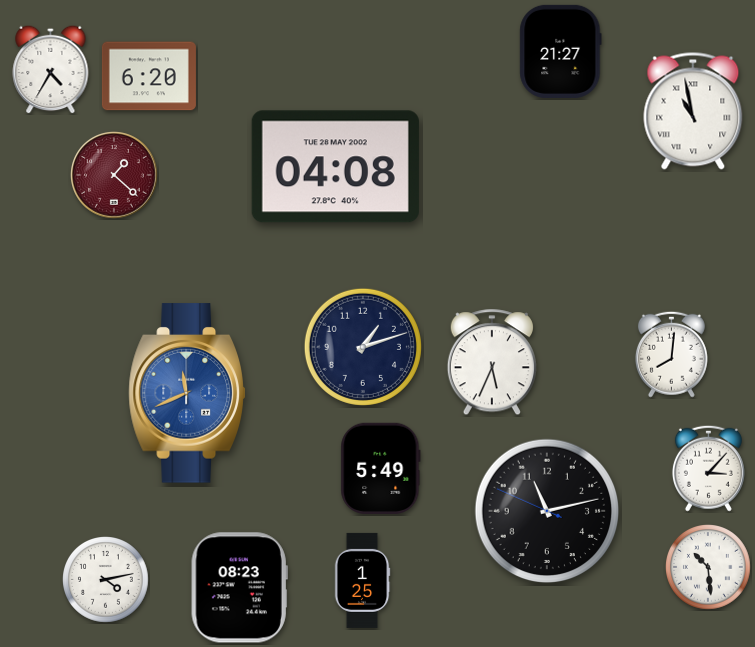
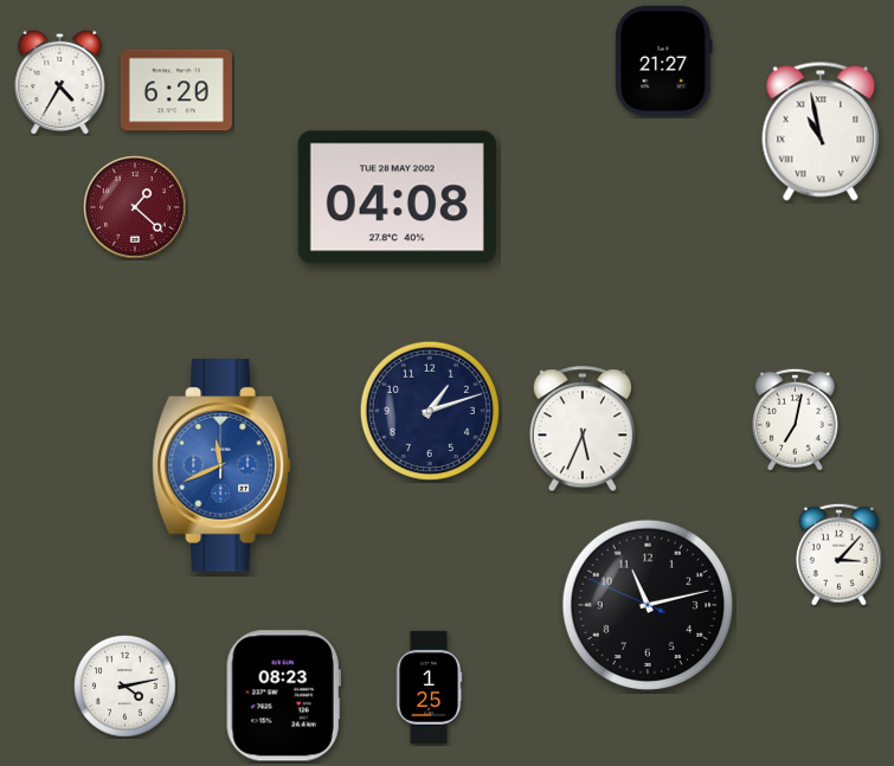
clock at (671, 354): 8:01 -> 7:02
clock at (381, 468): 5:49 -> none
clock at (709, 568): 10:29 -> none
